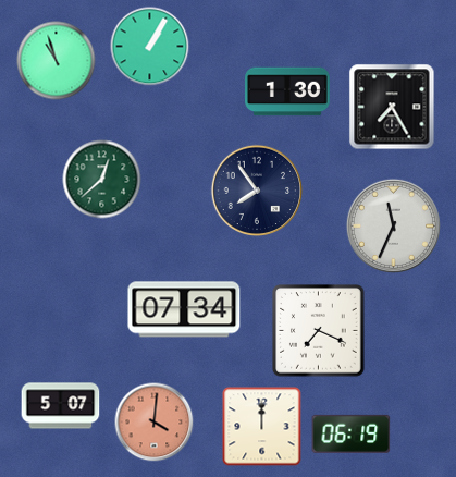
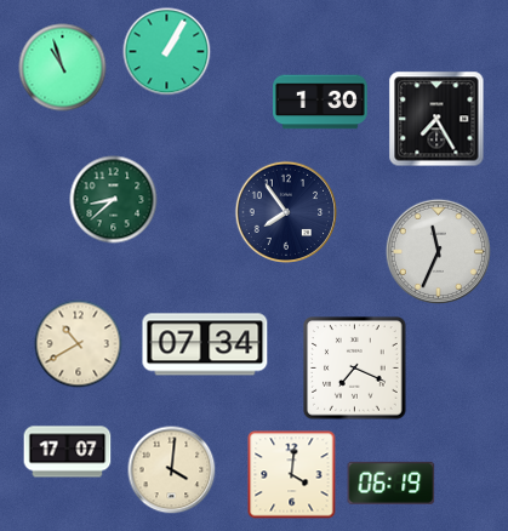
clock at (102, 180): 12:38 -> 8:38
clock at (79, 344): none -> 10:40
clock at (61, 406): 5:07 -> 17:07
clock at (155, 423) dial: salmon -> cream
clock at (262, 427): 12:00 -> 4:01
